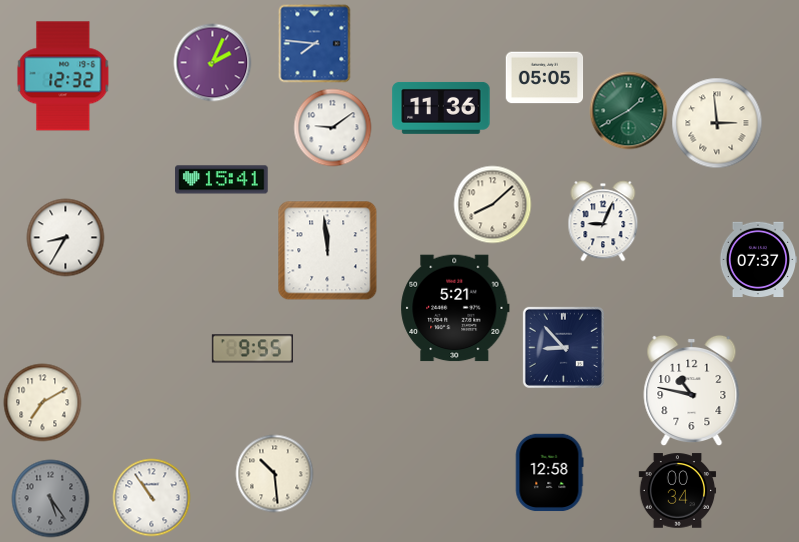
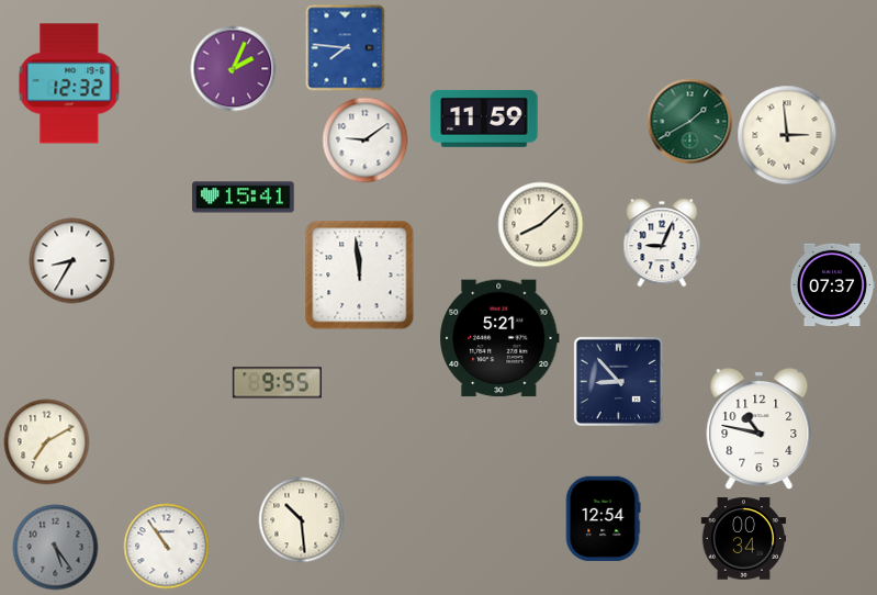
clock at (544, 78): 05:05 -> none
clock at (441, 108): 11:36 -> 11:59
clock at (549, 472): 12:58 -> 12:54
